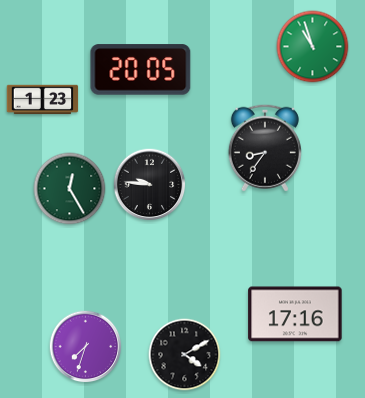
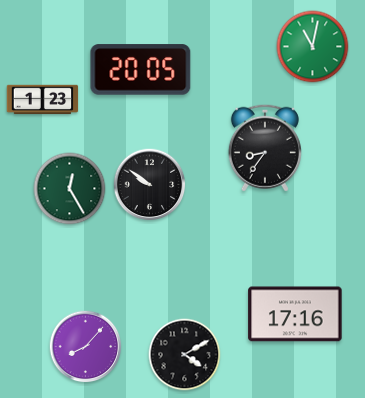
clock at (313, 47): 10:57 -> 11:02
clock at (150, 185): 9:46 -> 9:51
clock at (86, 347): 7:33 -> 8:07
